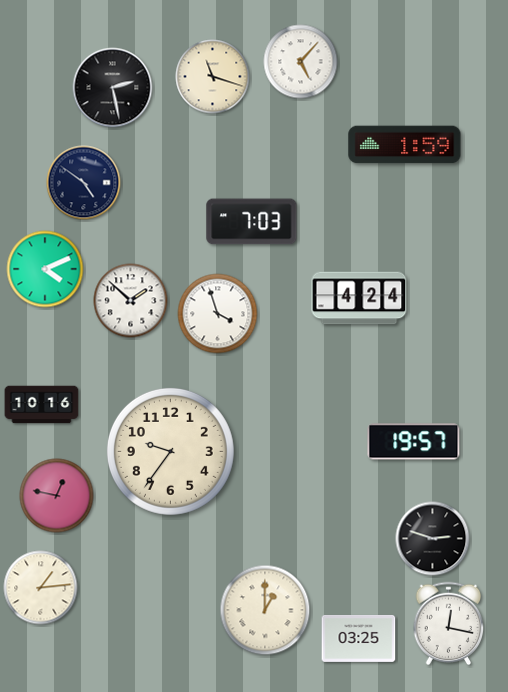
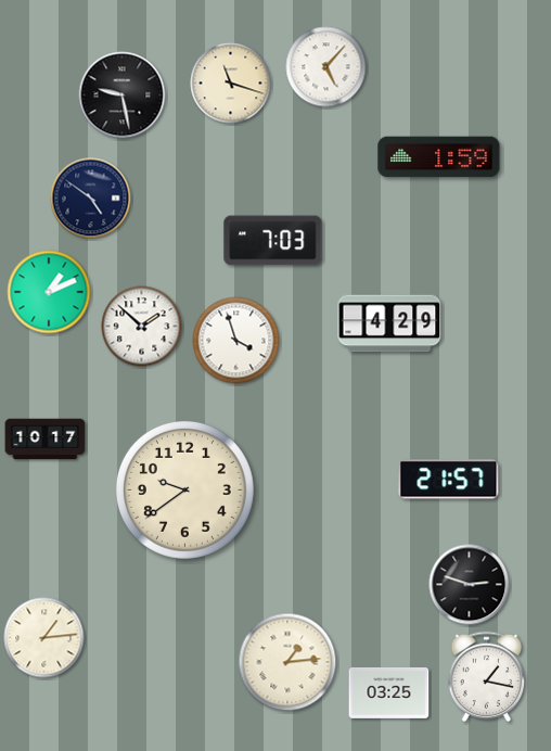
clock at (113, 88): 2:28 -> 9:28
clock at (45, 269): 4:11 -> 1:11
clock at (359, 298): 4:24 -> 4:29
clock at (42, 405): 10:16 -> 10:17
clock at (414, 442): 19:57 -> 21:57
clock at (170, 451): 9:36 -> 9:39
clock at (57, 496): 12:47 -> none
clock at (265, 610): 1:00 -> 1:14
clock at (449, 624): 12:17 -> 1:17
